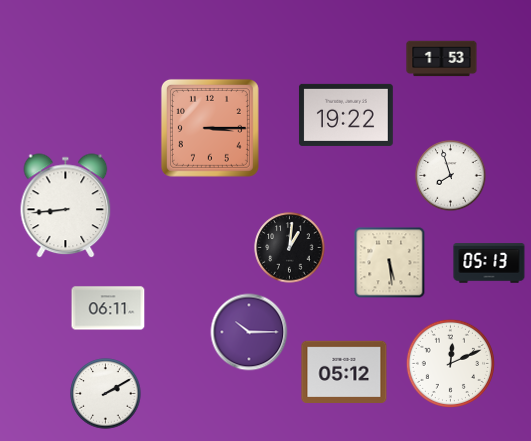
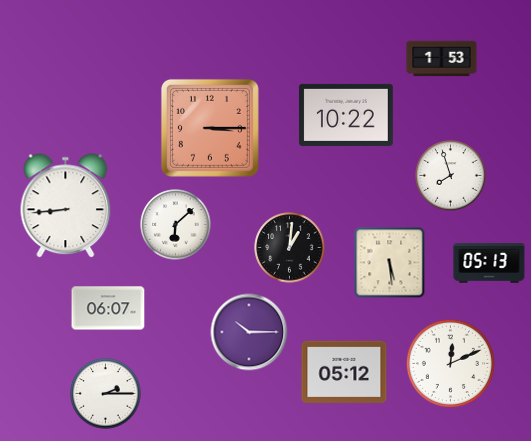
clock at (346, 115): 19:22 -> 10:22
clock at (176, 225): none -> 6:08
clock at (108, 308): 06:11 -> 06:07
clock at (106, 394): 2:10 -> 2:15
